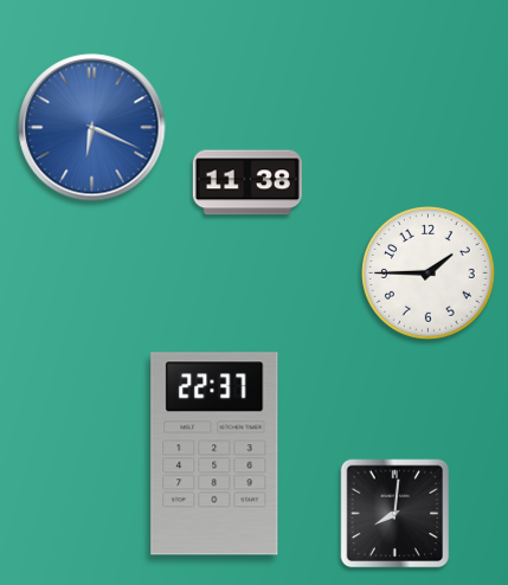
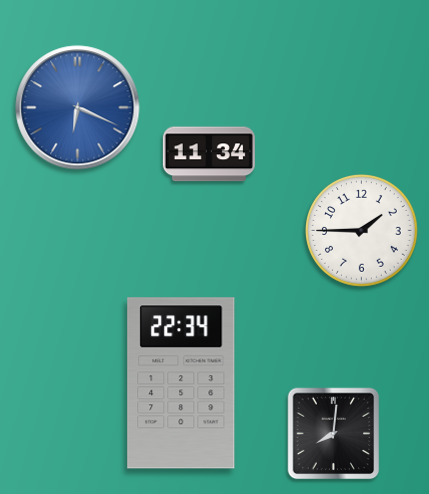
clock at (247, 182): 11:38 -> 11:34
clock at (214, 454): 22:37 -> 22:34
